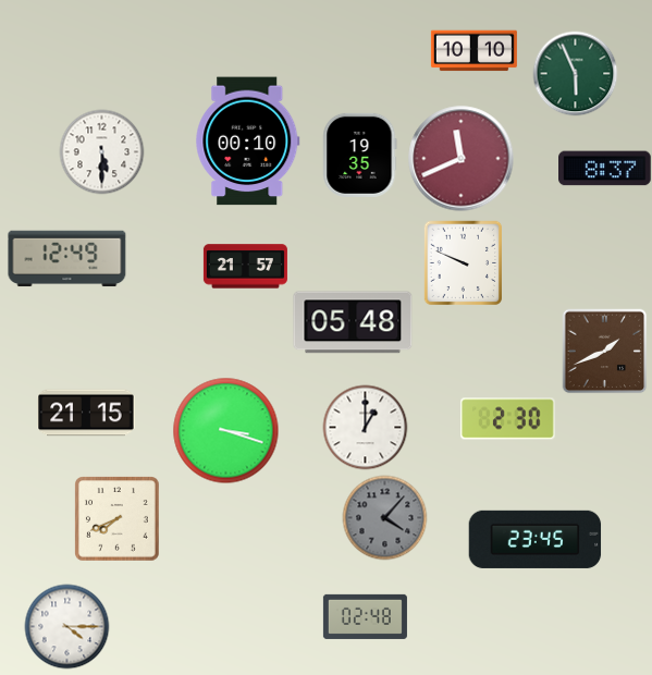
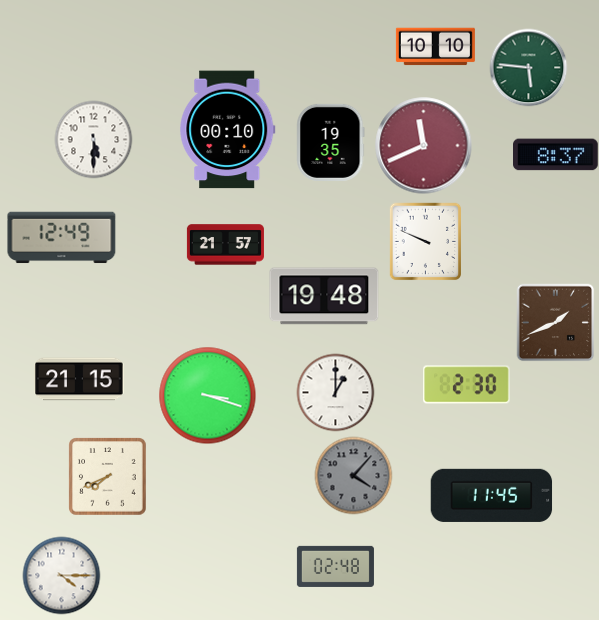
clock at (575, 73): 5:56 -> 5:46
clock at (353, 322): 05:48 -> 19:48
clock at (536, 539): 23:45 -> 11:45
